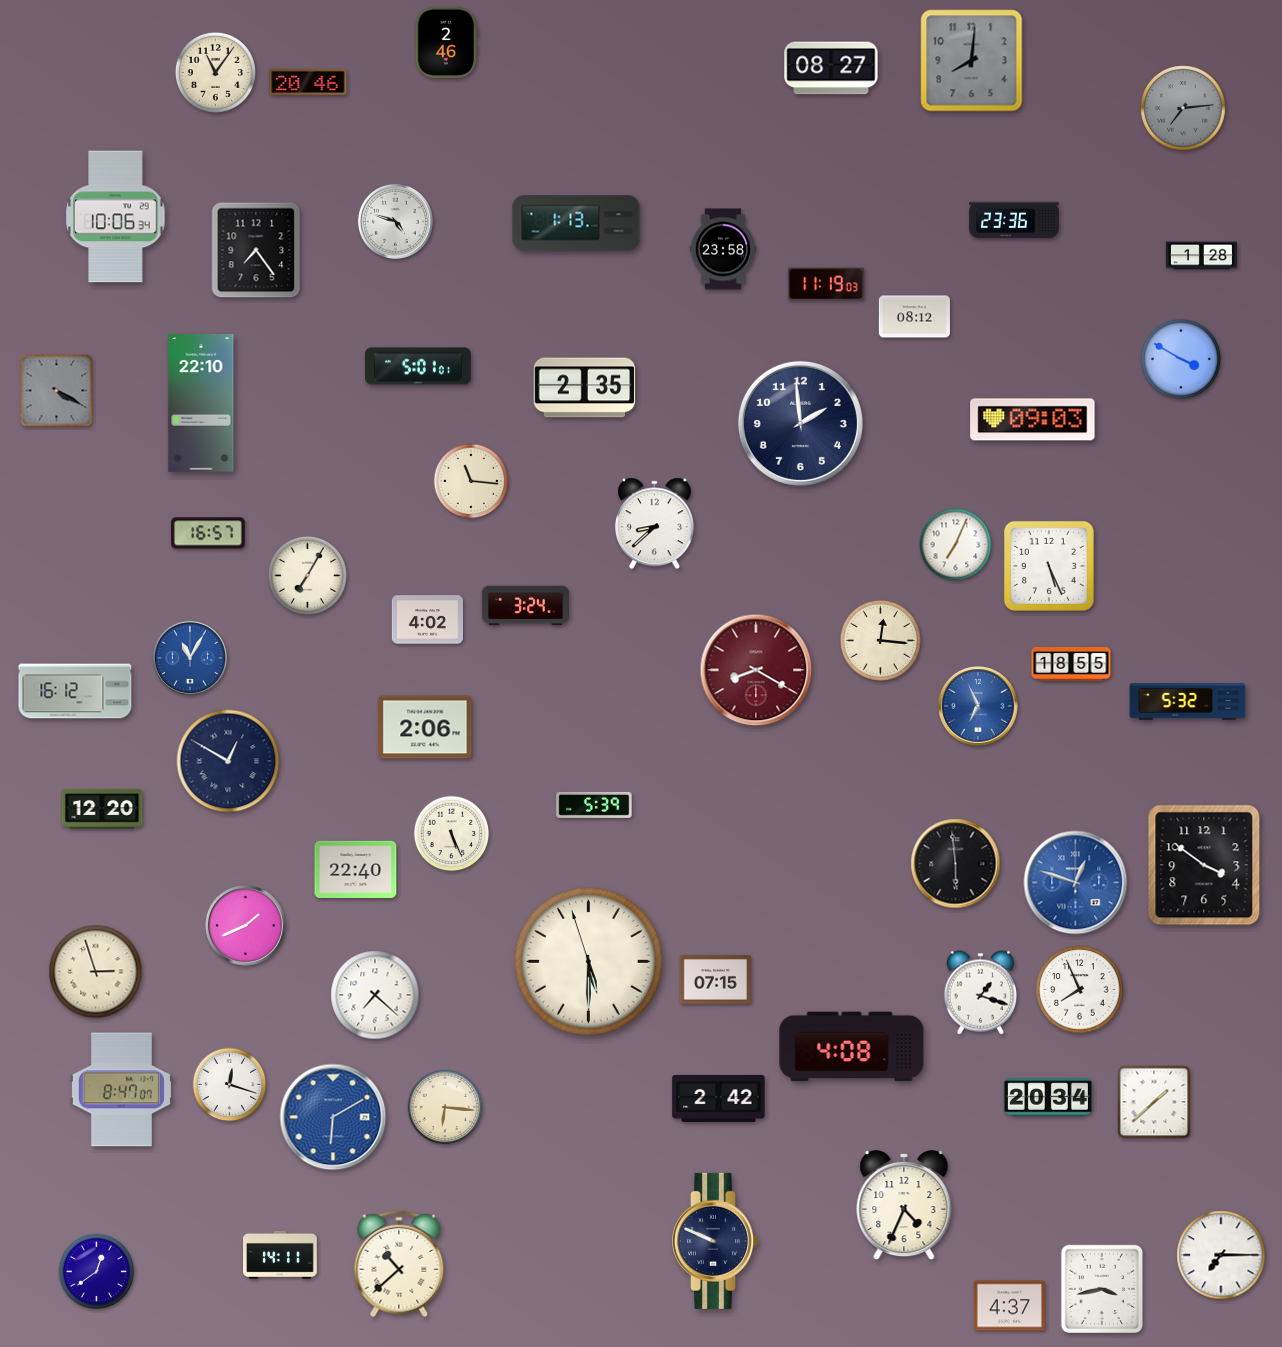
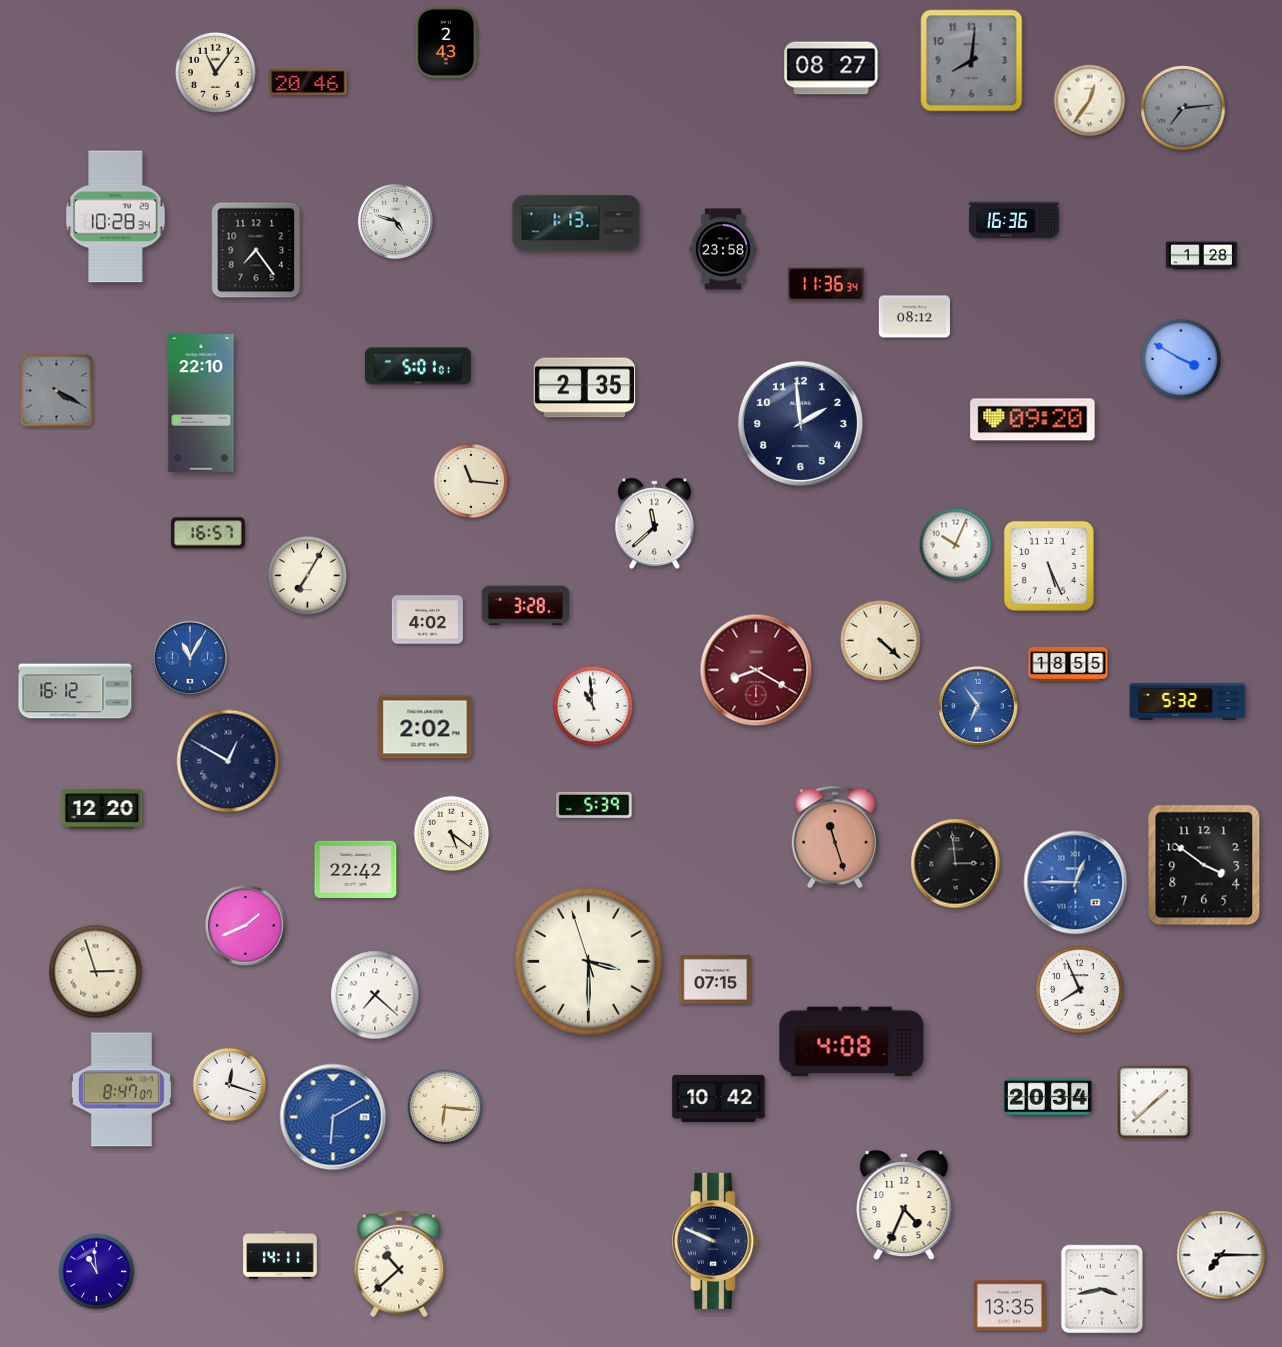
clock at (446, 42): 2:46 -> 2:43
clock at (1090, 101): none -> 12:36
clock at (116, 217): 10:06 -> 10:28
clock at (1014, 220): 23:36 -> 16:36
clock at (826, 284): 11:19 -> 11:36
clock at (1033, 420): 09:03 -> 09:20
clock at (654, 524): 8:38 -> 11:38
clock at (956, 545): 7:04 -> 10:04
clock at (525, 606): 3:24 -> 3:28
clock at (880, 640): 12:16 -> 4:22
clock at (1071, 665) position: (1071, 665) -> (1068, 665)
clock at (593, 706): none -> 10:59
clock at (979, 707): 6:56 -> 6:54
clock at (425, 727): 2:06 -> 2:02
clock at (452, 834): 5:26 -> 5:21
clock at (835, 837): none -> 11:27
clock at (956, 864): 5:59 -> 2:59
clock at (356, 869): 22:40 -> 22:42
clock at (1076, 883): 12:48 -> 12:45
clock at (588, 961): 5:29 -> 3:29
clock at (981, 993): 1:18 -> none
clock at (852, 1047) position: (852, 1047) -> (852, 1042)
clock at (719, 1098): 2:42 -> 10:42
clock at (97, 1272): 12:39 -> 10:59
clock at (1009, 1306): 4:37 -> 13:35
